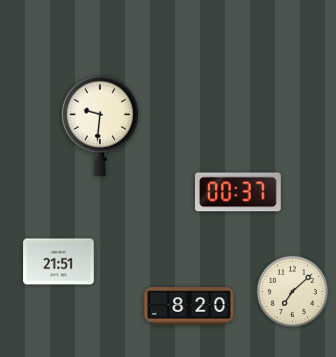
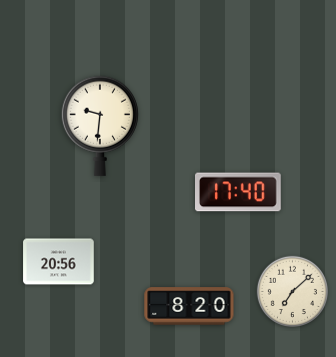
clock at (239, 192): 00:37 -> 17:40
clock at (59, 262): 21:51 -> 20:56
